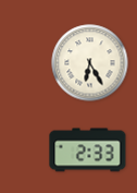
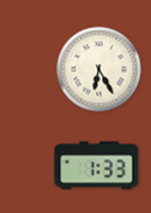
clock at (88, 150): 2:33 -> 1:33
